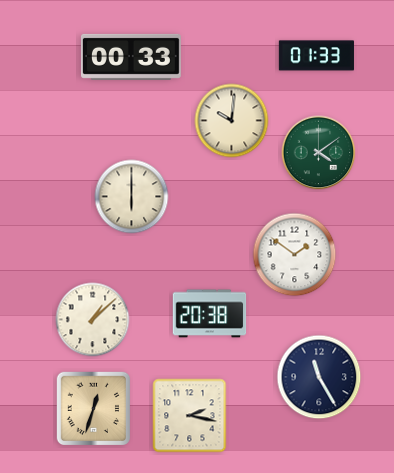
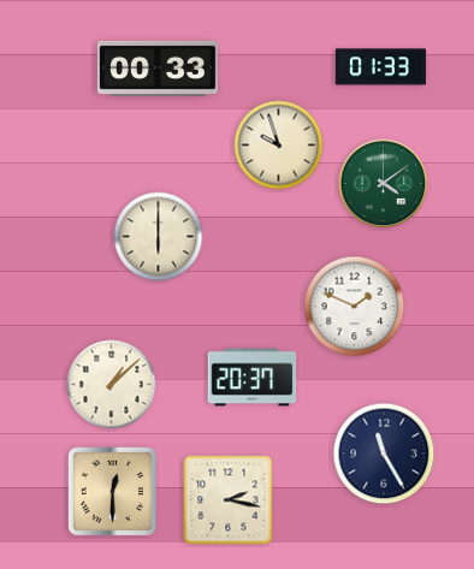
clock at (232, 121): 10:01 -> 9:57
clock at (295, 255): 1:51 -> 1:49
clock at (210, 314): 20:38 -> 20:37
clock at (93, 408): 12:33 -> 12:30
